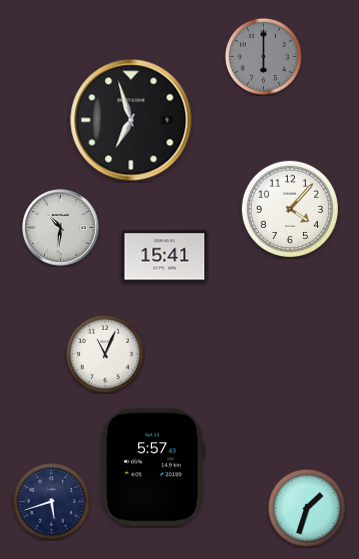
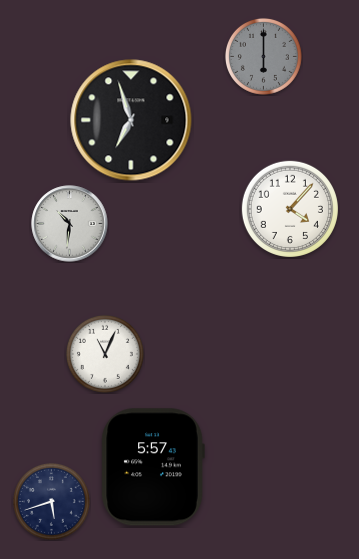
clock at (61, 228) position: (61, 228) -> (70, 224)
clock at (165, 257): 15:41 -> none
clock at (307, 508): 1:33 -> none
